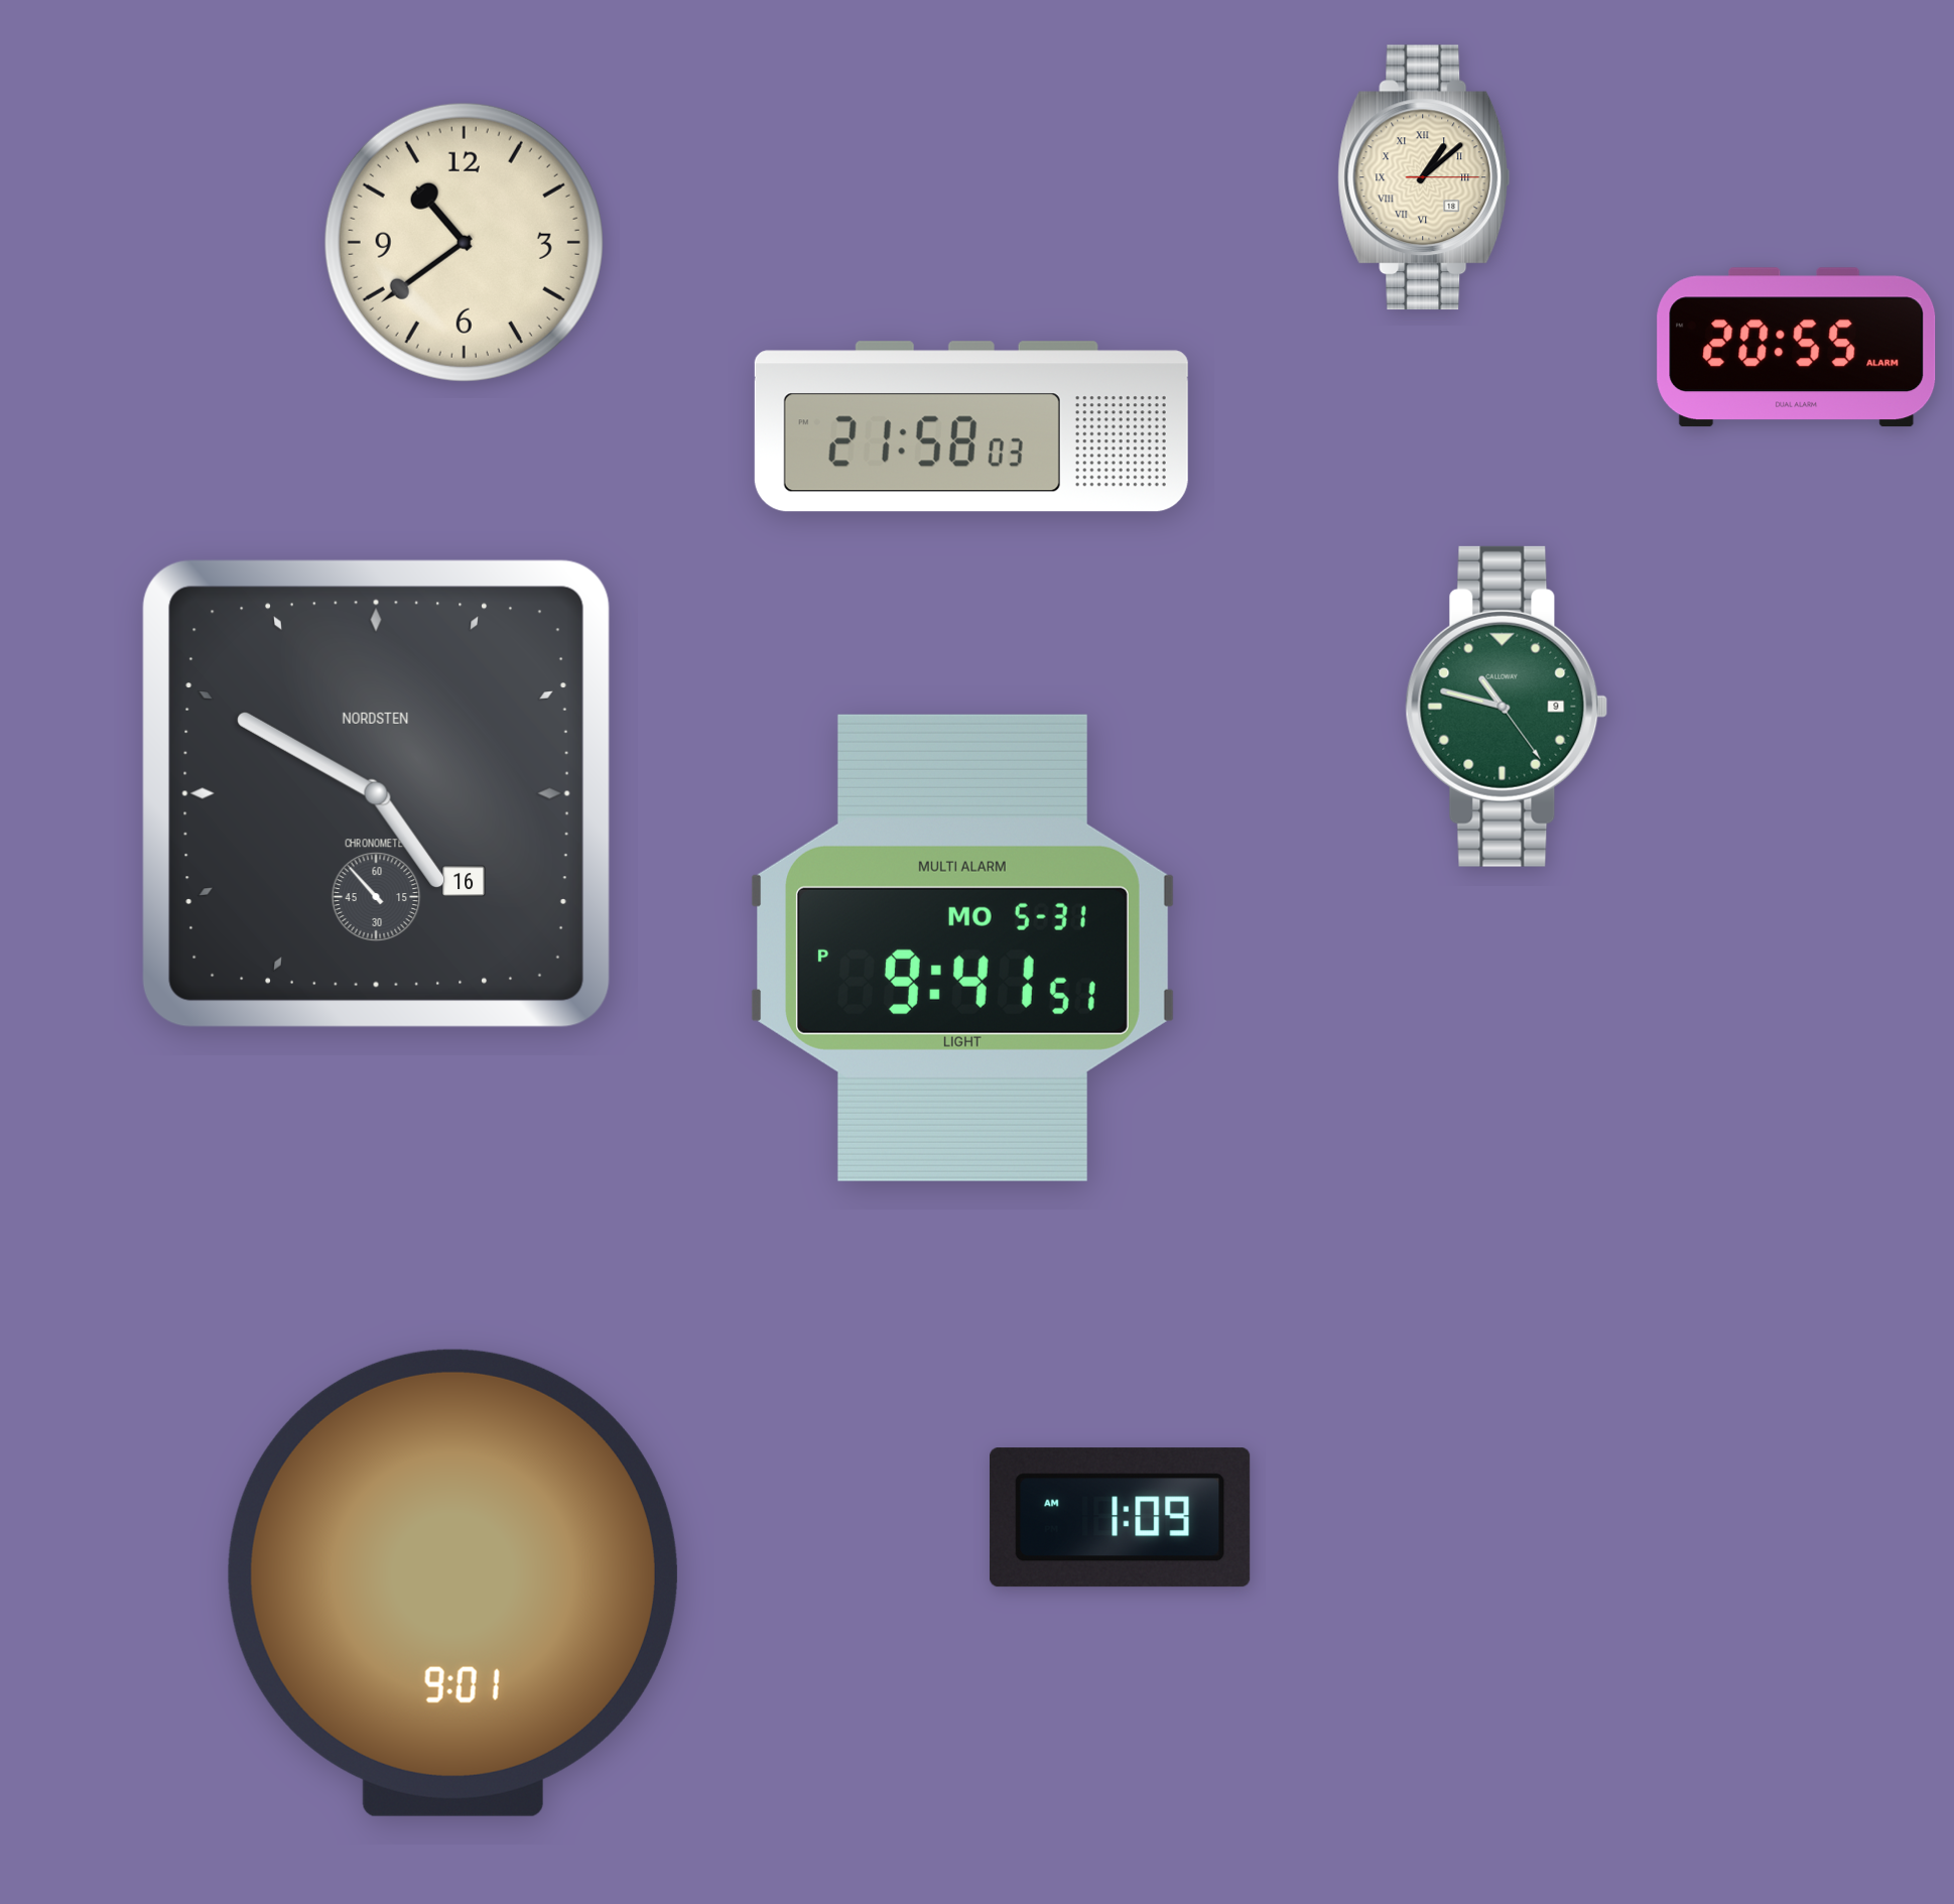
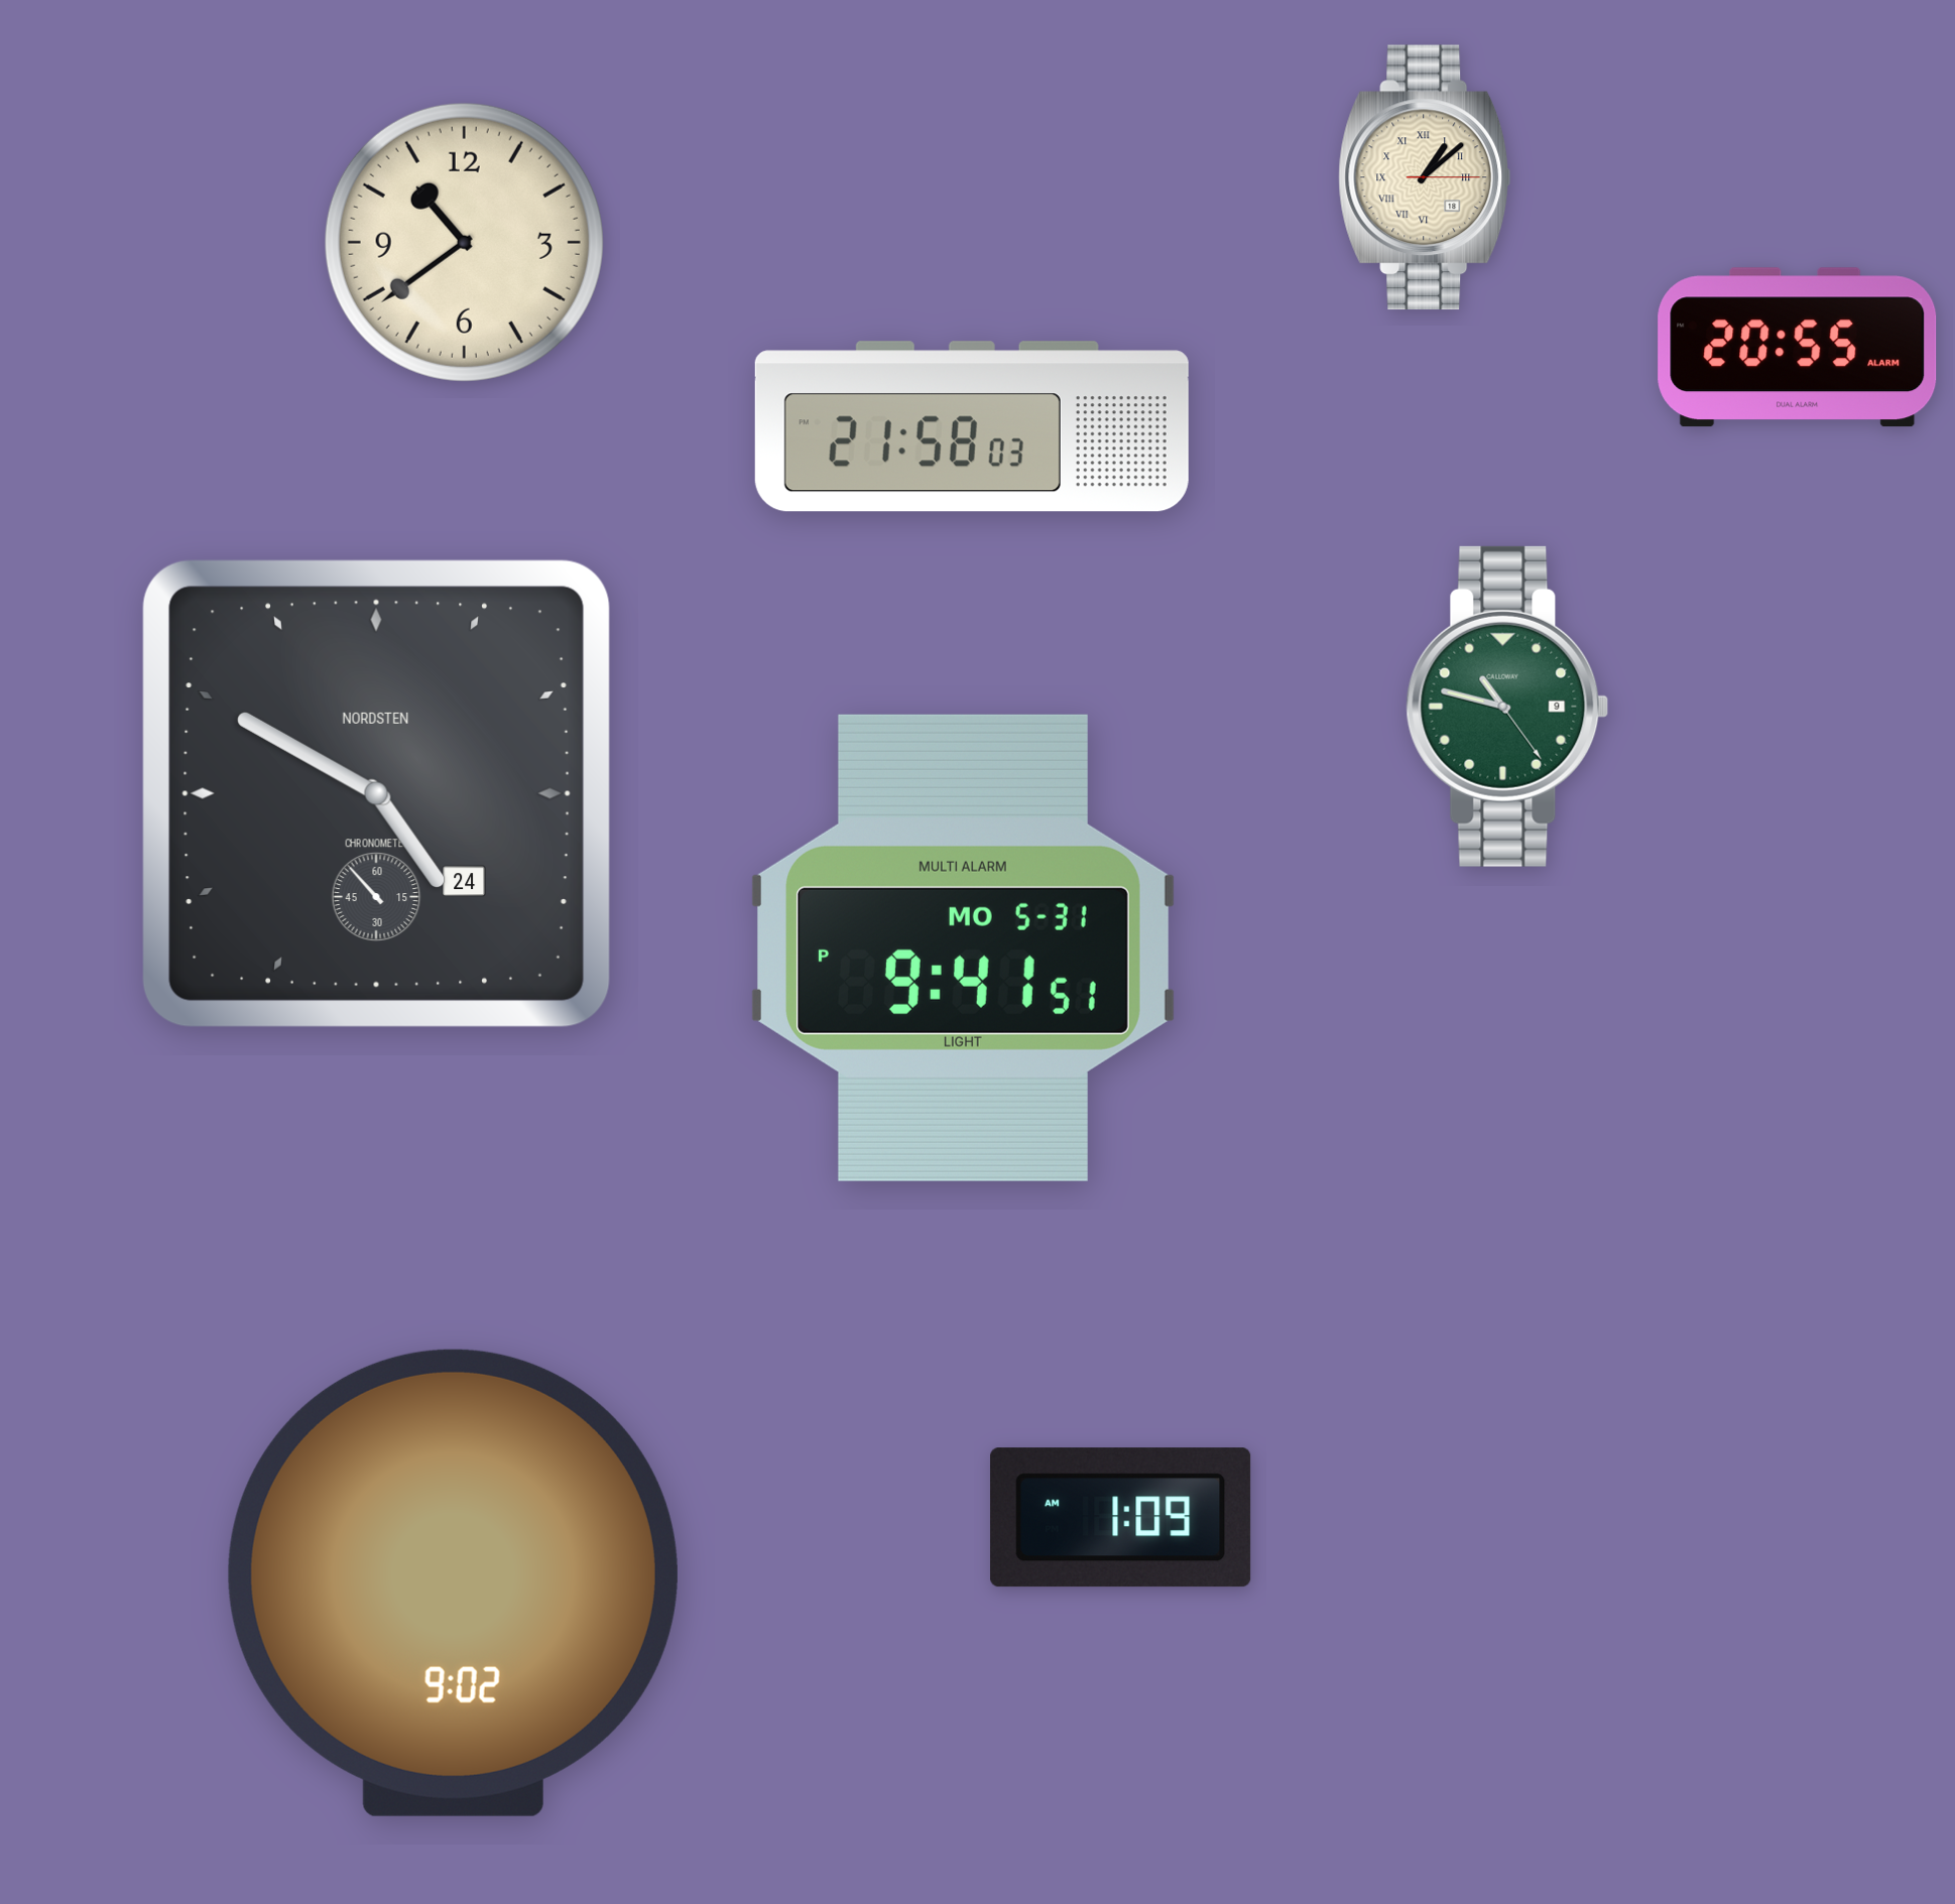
clock at (376, 793) date: 16 -> 24
clock at (452, 1582): 9:01 -> 9:02
